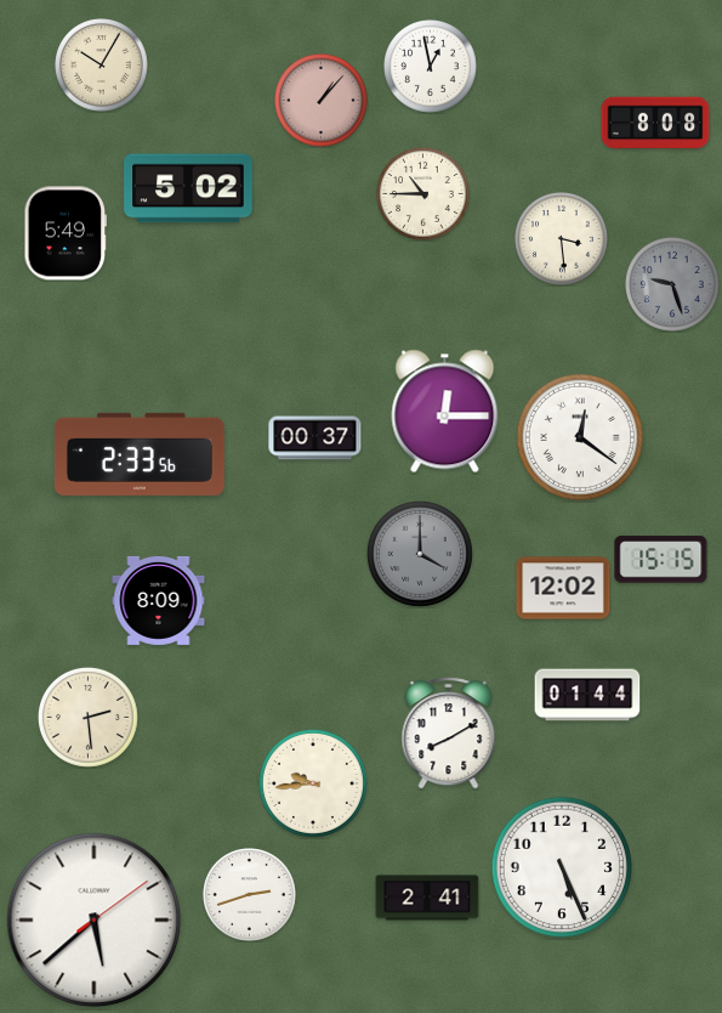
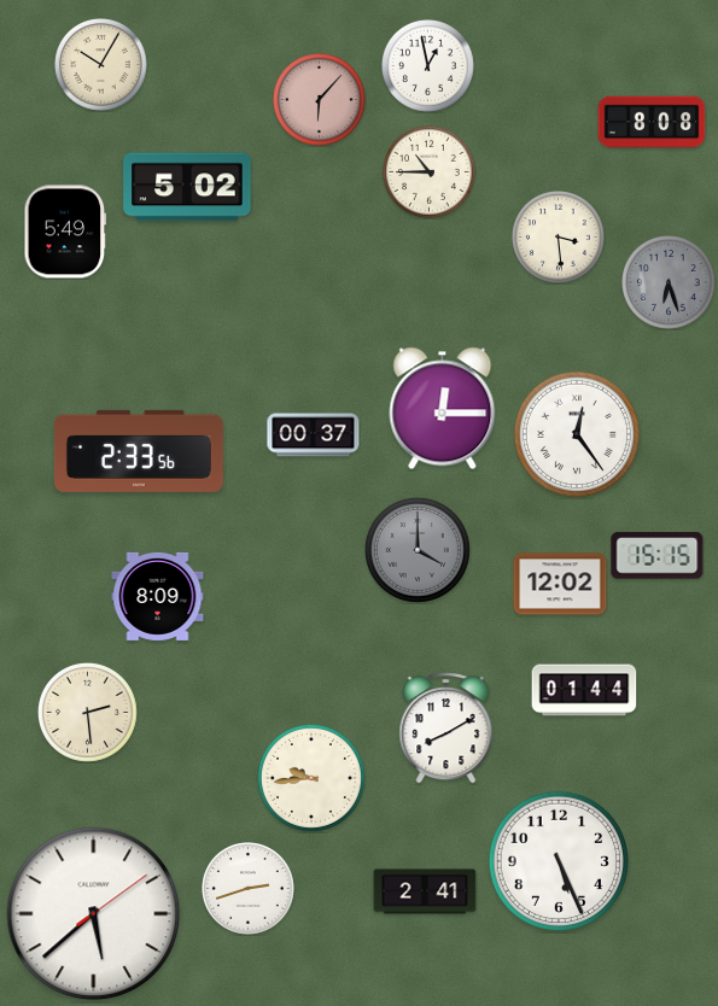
clock at (322, 101): 1:07 -> 6:07
clock at (423, 194) position: (423, 194) -> (430, 172)
clock at (673, 285): 9:27 -> 6:27
clock at (580, 437): 12:21 -> 12:24
